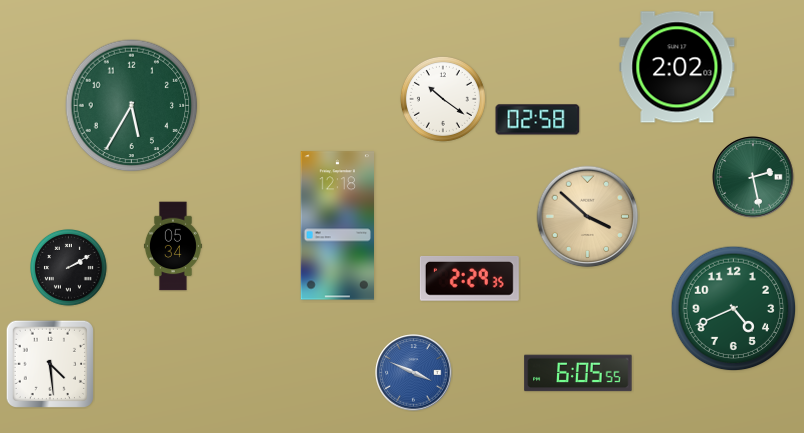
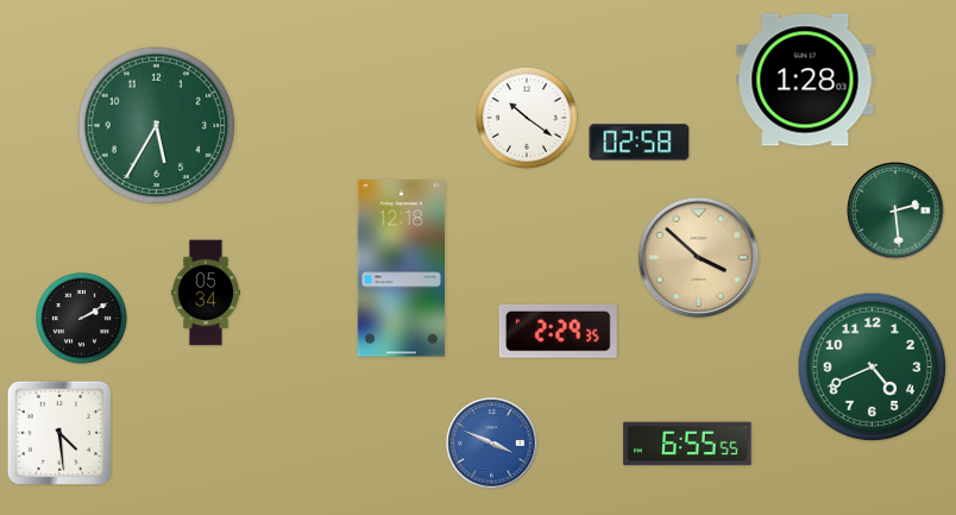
clock at (677, 67): 2:02 -> 1:28
clock at (753, 177): 2:28 -> 2:29
clock at (578, 373): 6:05 -> 6:55
